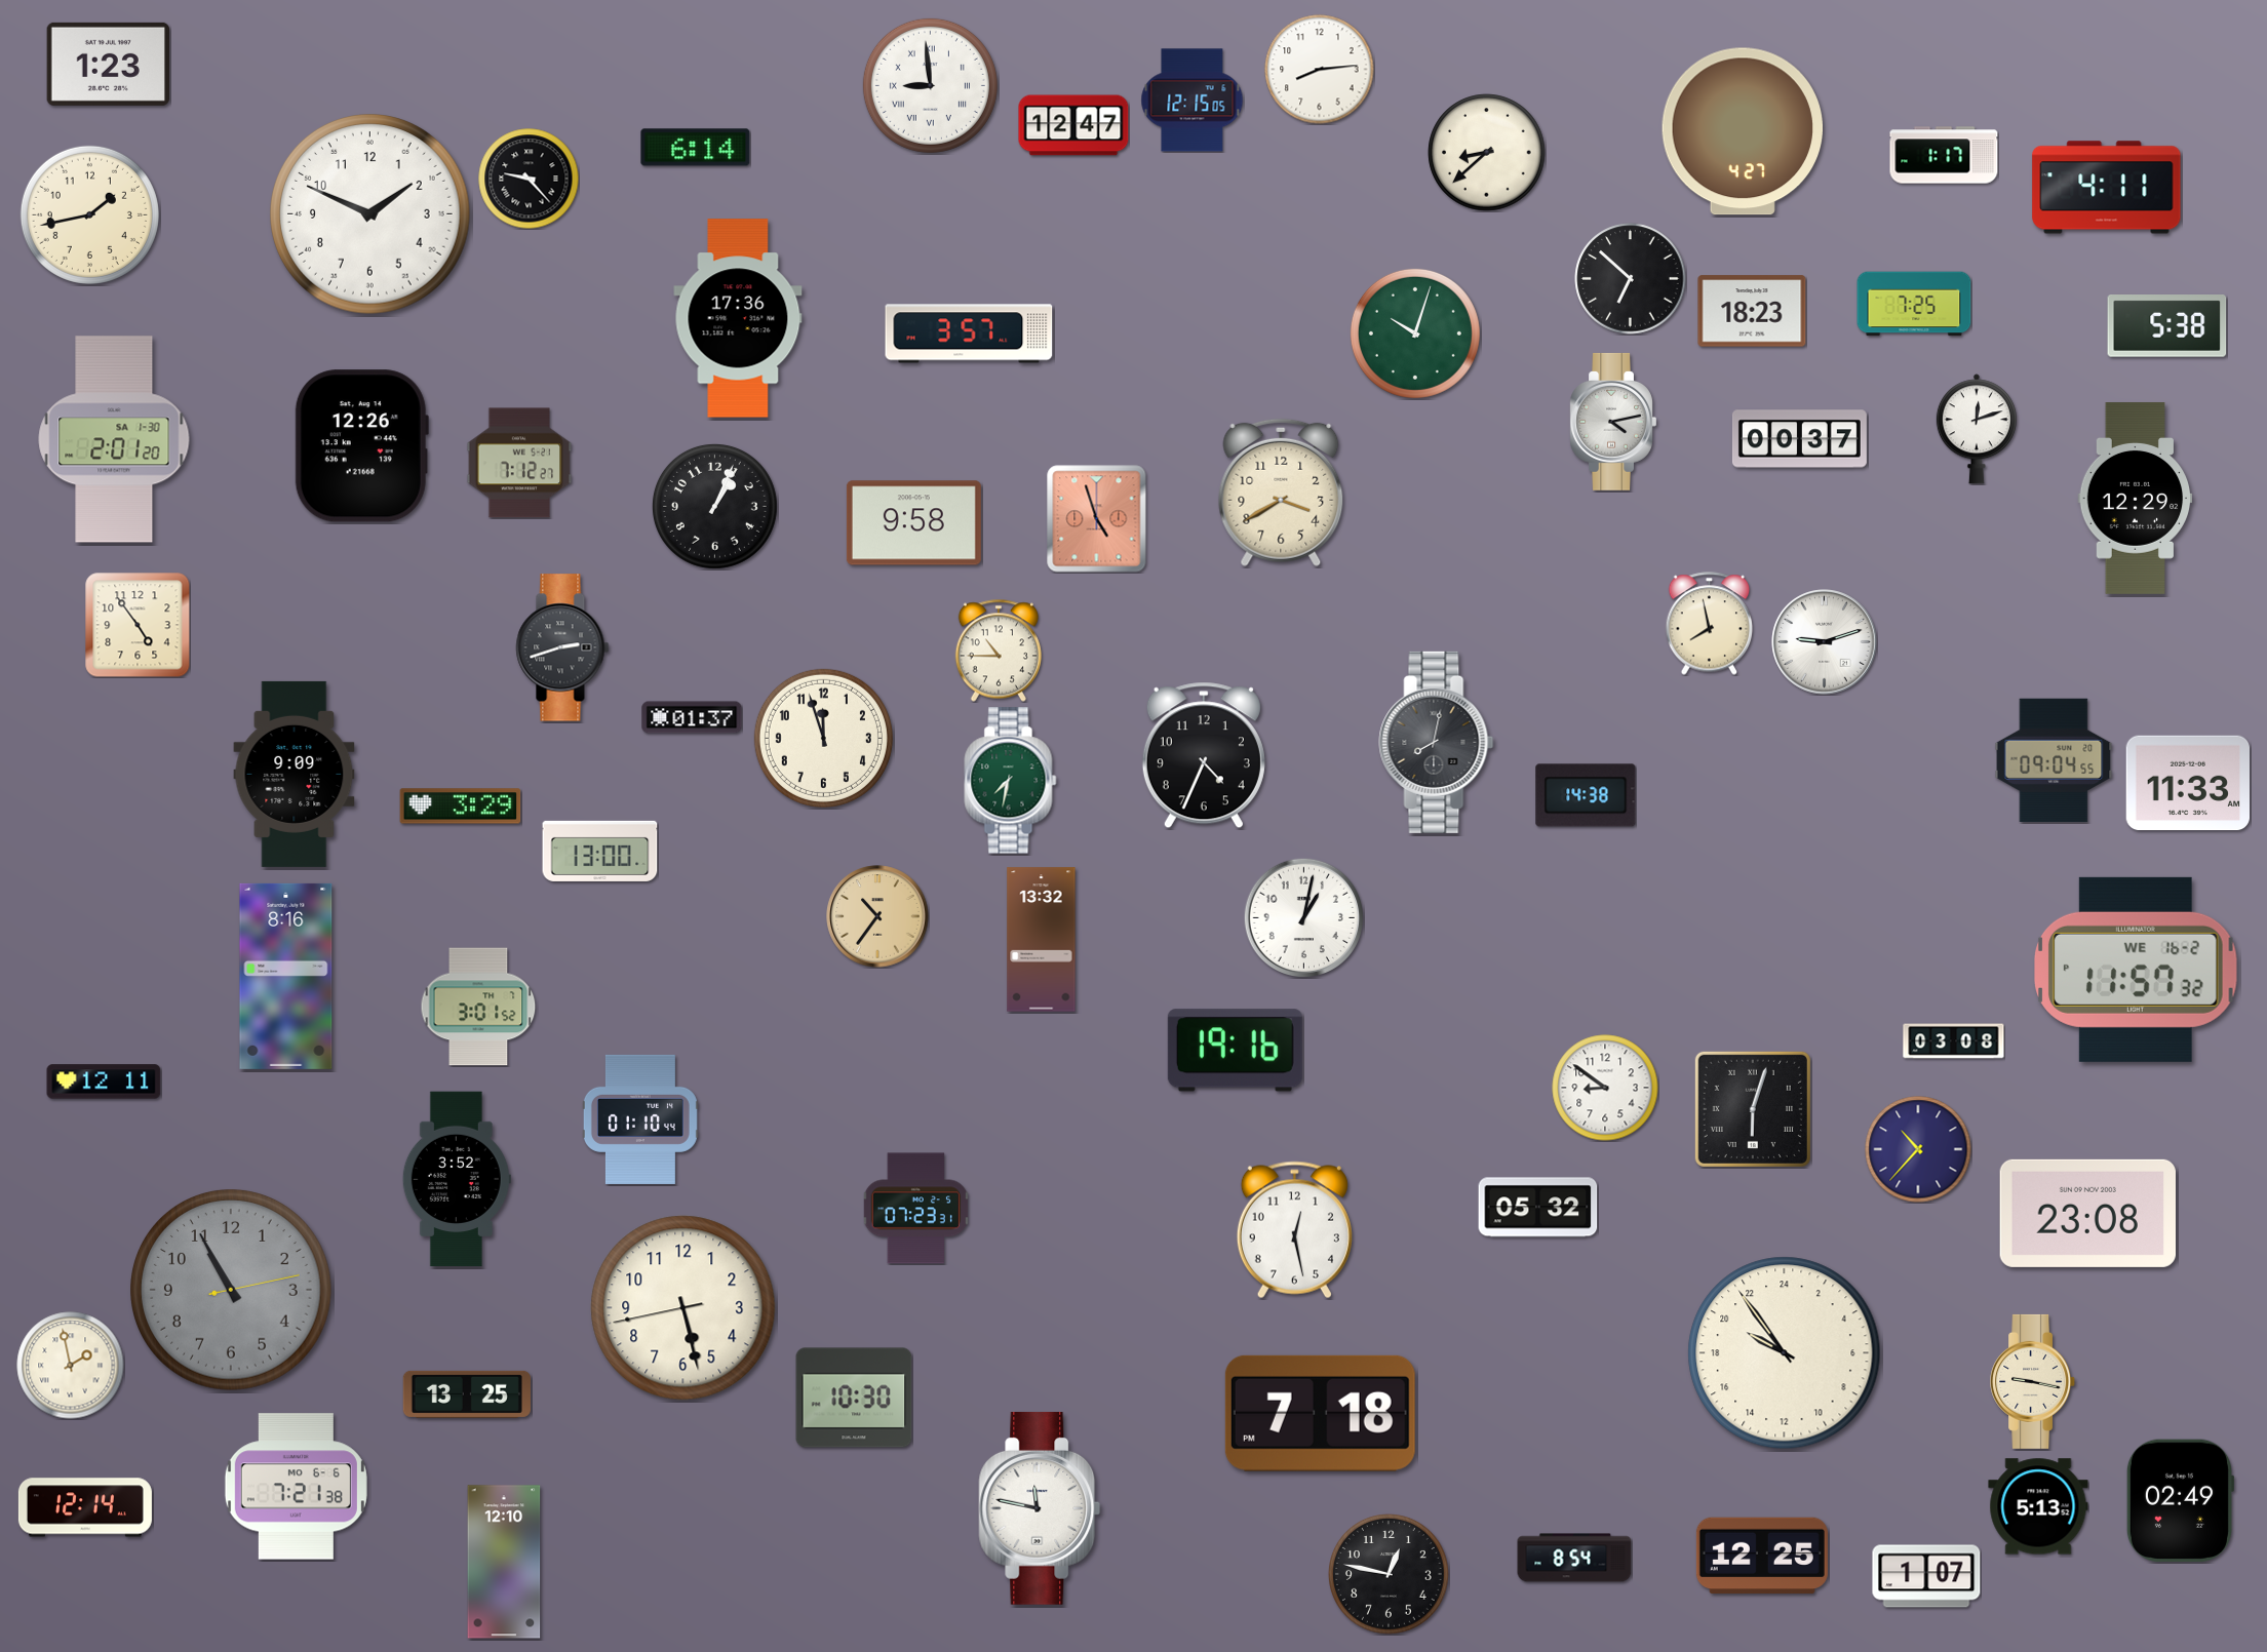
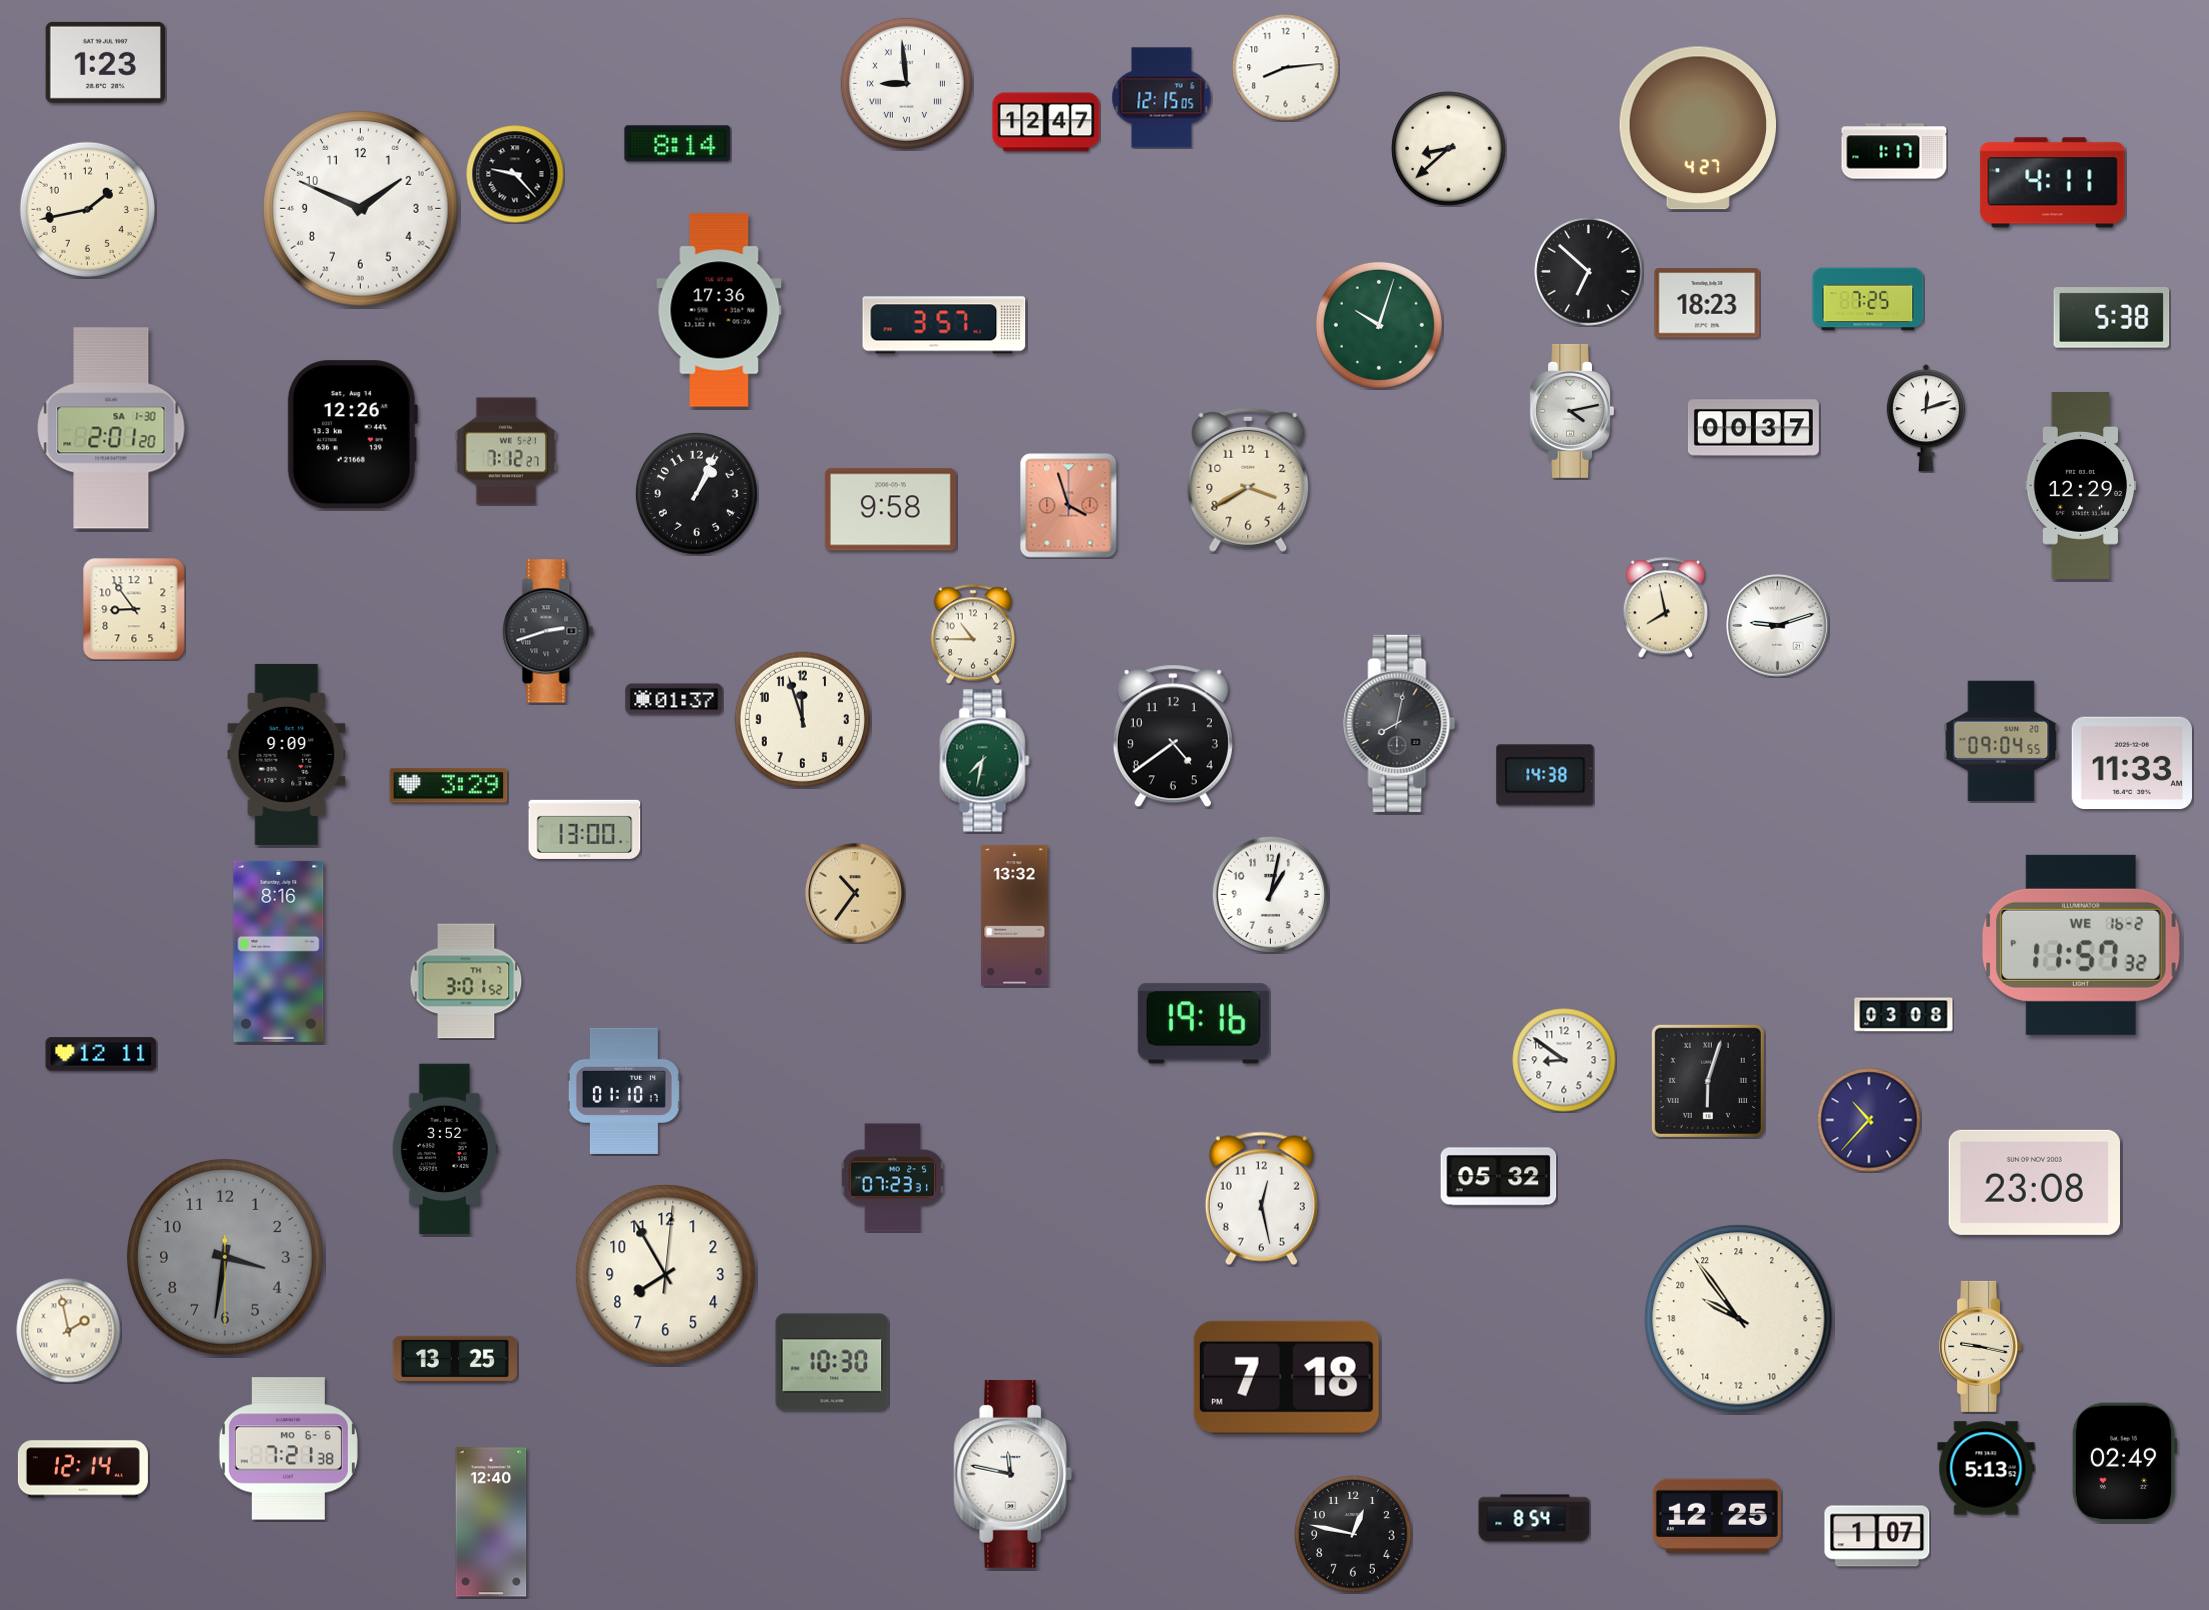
clock at (696, 148): 6:14 -> 8:14
clock at (1914, 304) position: (1914, 304) -> (1868, 299)
clock at (1097, 519): 4:57 -> 3:57
clock at (138, 625): 4:54 -> 8:54
clock at (1204, 755): 4:34 -> 4:39
clock at (640, 1119): 01:10:44 -> 01:10:17
clock at (232, 1291): 10:55 -> 3:31
clock at (683, 1308): 5:27 -> 7:55
clock at (1040, 1508) position: (1040, 1508) -> (1013, 1474)
clock at (504, 1562): 12:10 -> 12:40
